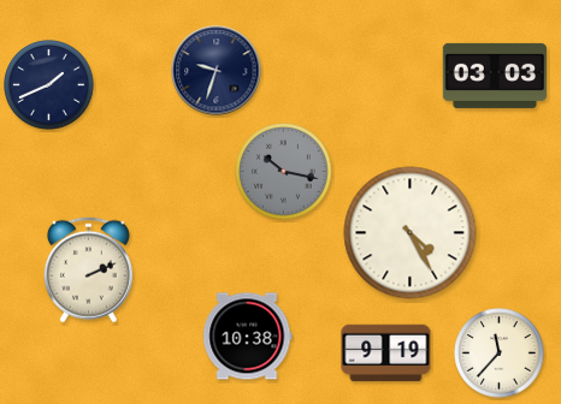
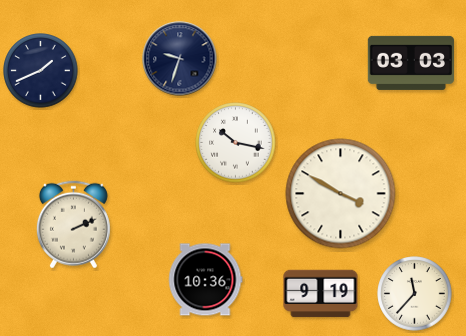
clock at (284, 172) dial: grey -> white
clock at (411, 233): 4:25 -> 3:50
clock at (248, 337): 10:38 -> 10:36
